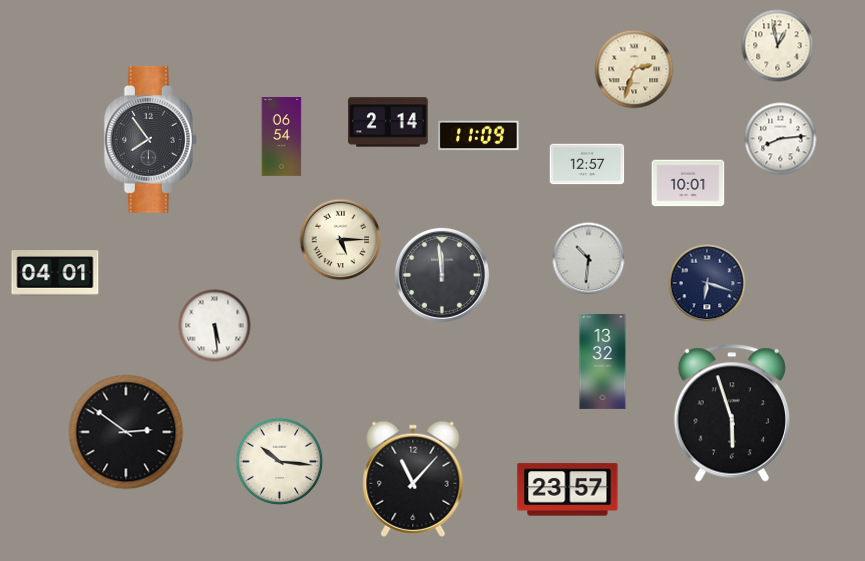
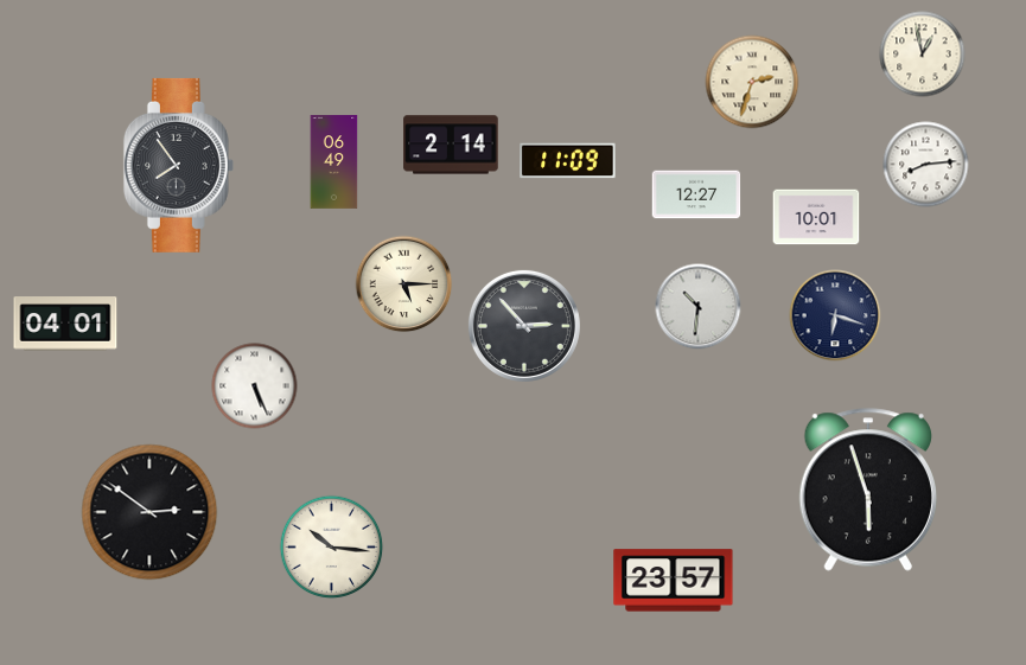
clock at (388, 122) position: (388, 122) -> (451, 145)
clock at (282, 137): 06:54 -> 06:49
clock at (587, 164): 12:57 -> 12:27
clock at (442, 275): 11:59 -> 2:53
clock at (707, 283) position: (707, 283) -> (835, 315)
clock at (215, 326): 5:29 -> 5:26
clock at (603, 361): 13:32 -> none
clock at (413, 479): 11:07 -> none
